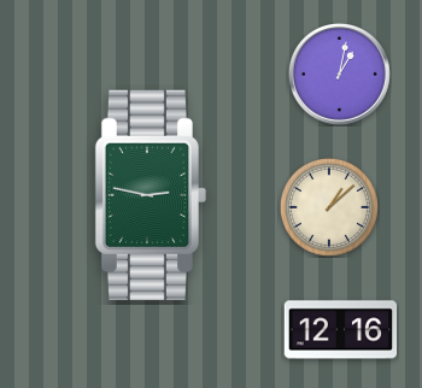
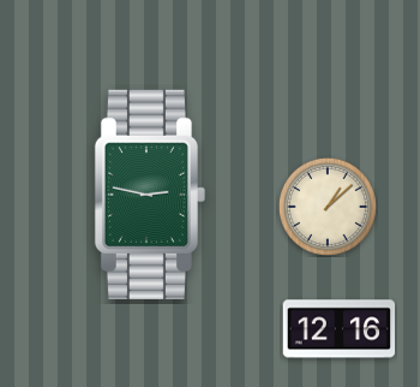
clock at (339, 74): 1:02 -> none
